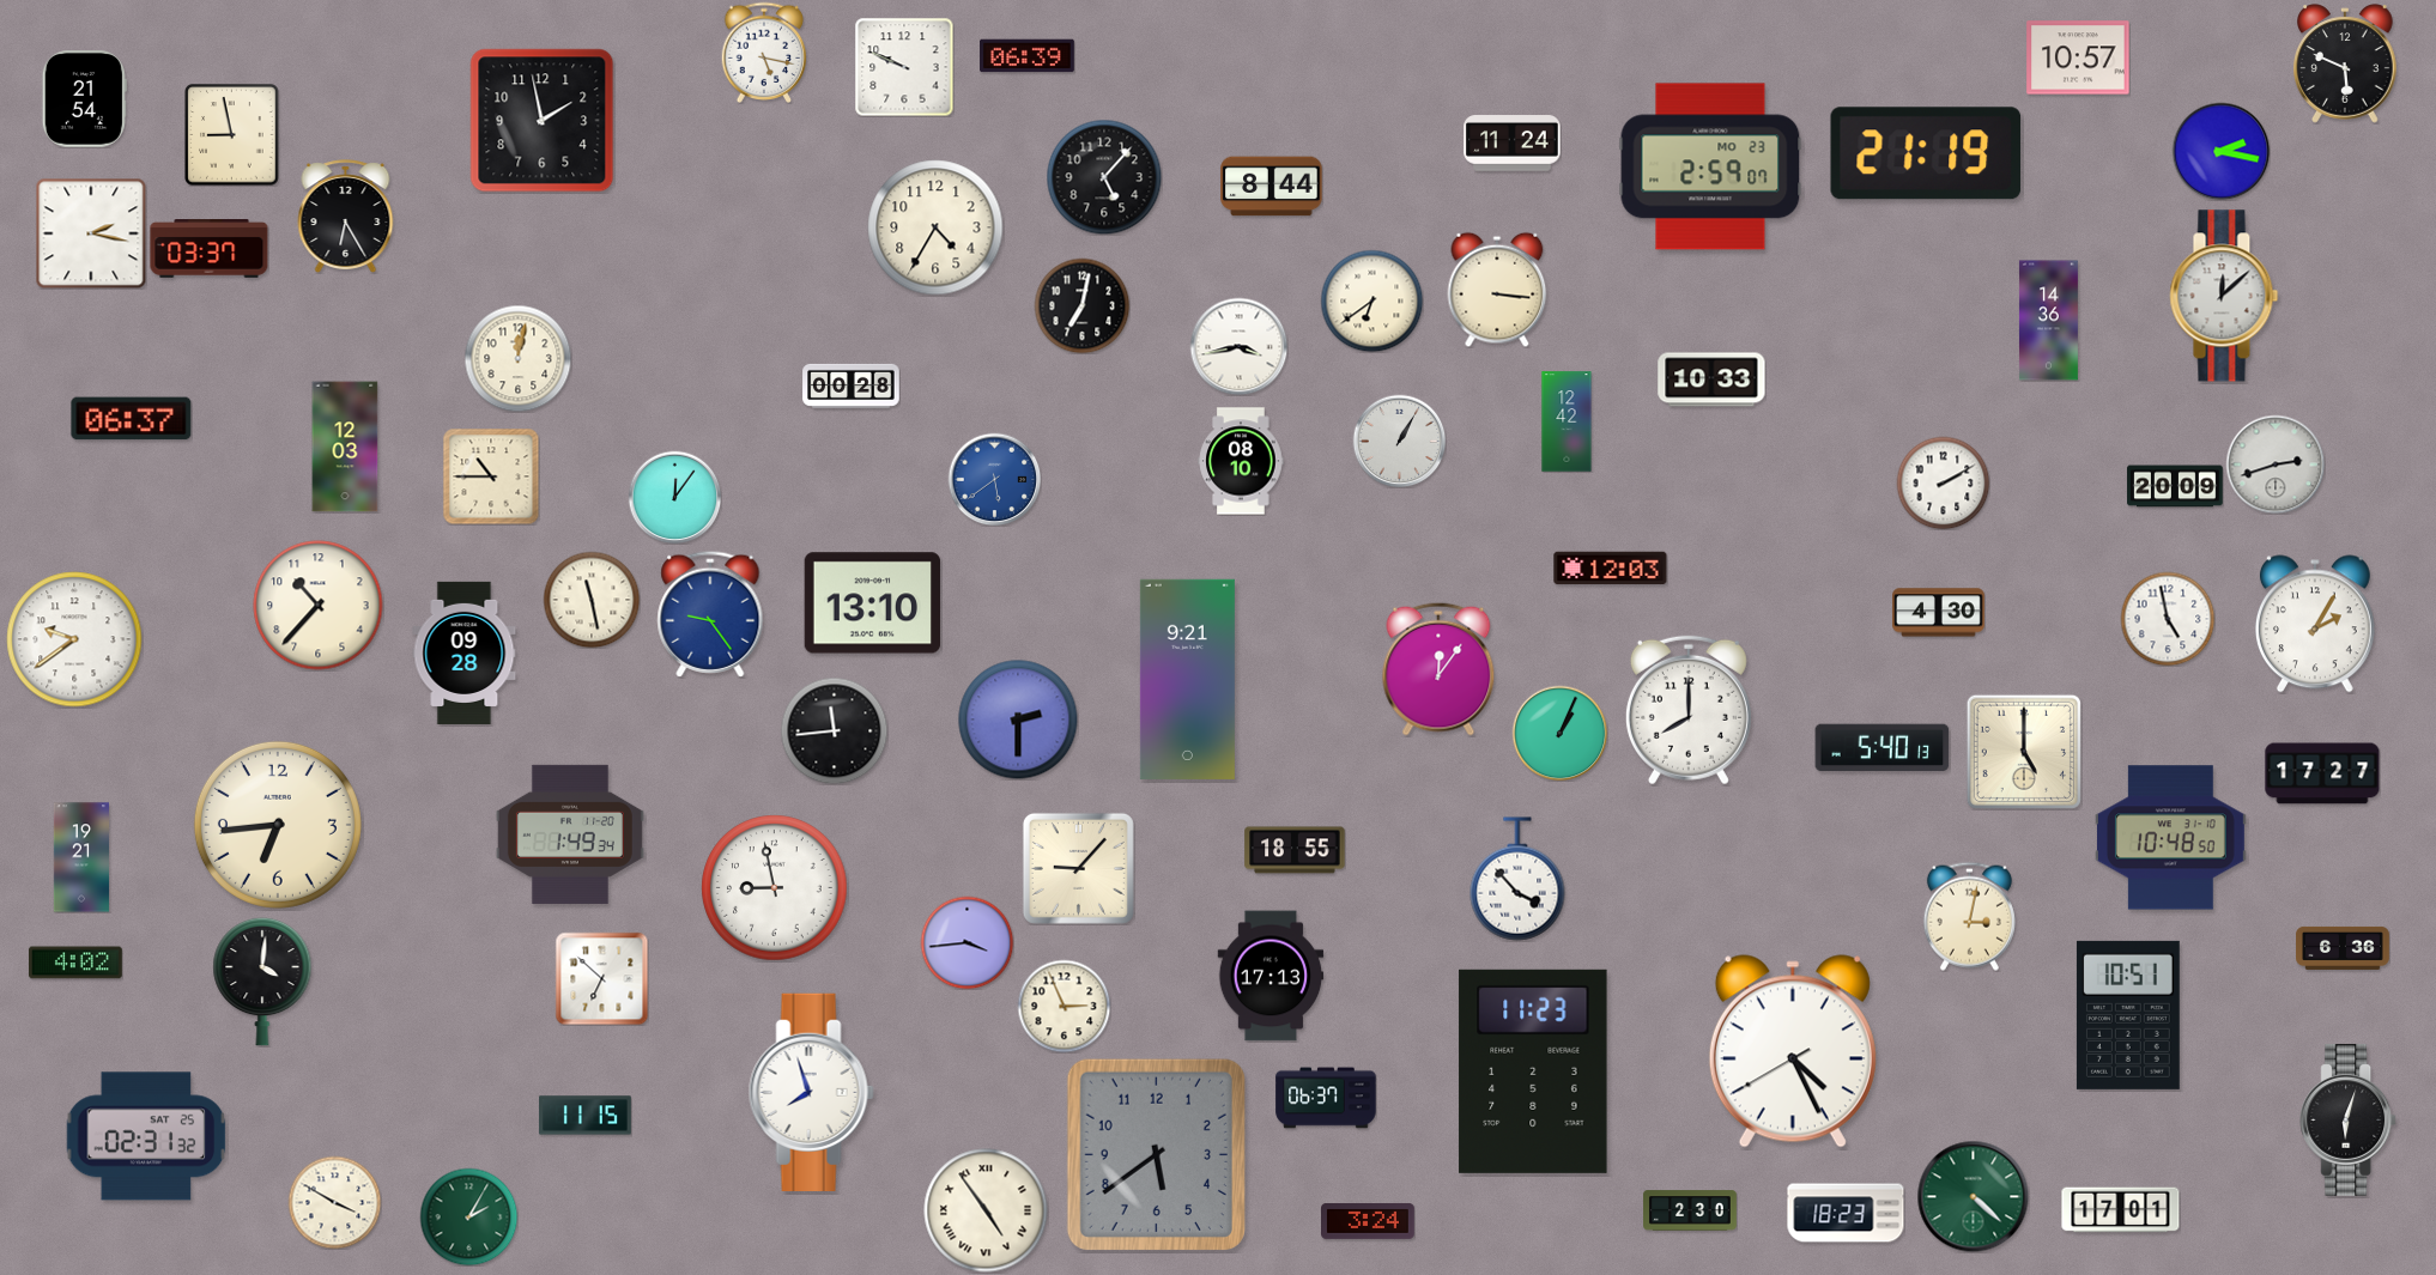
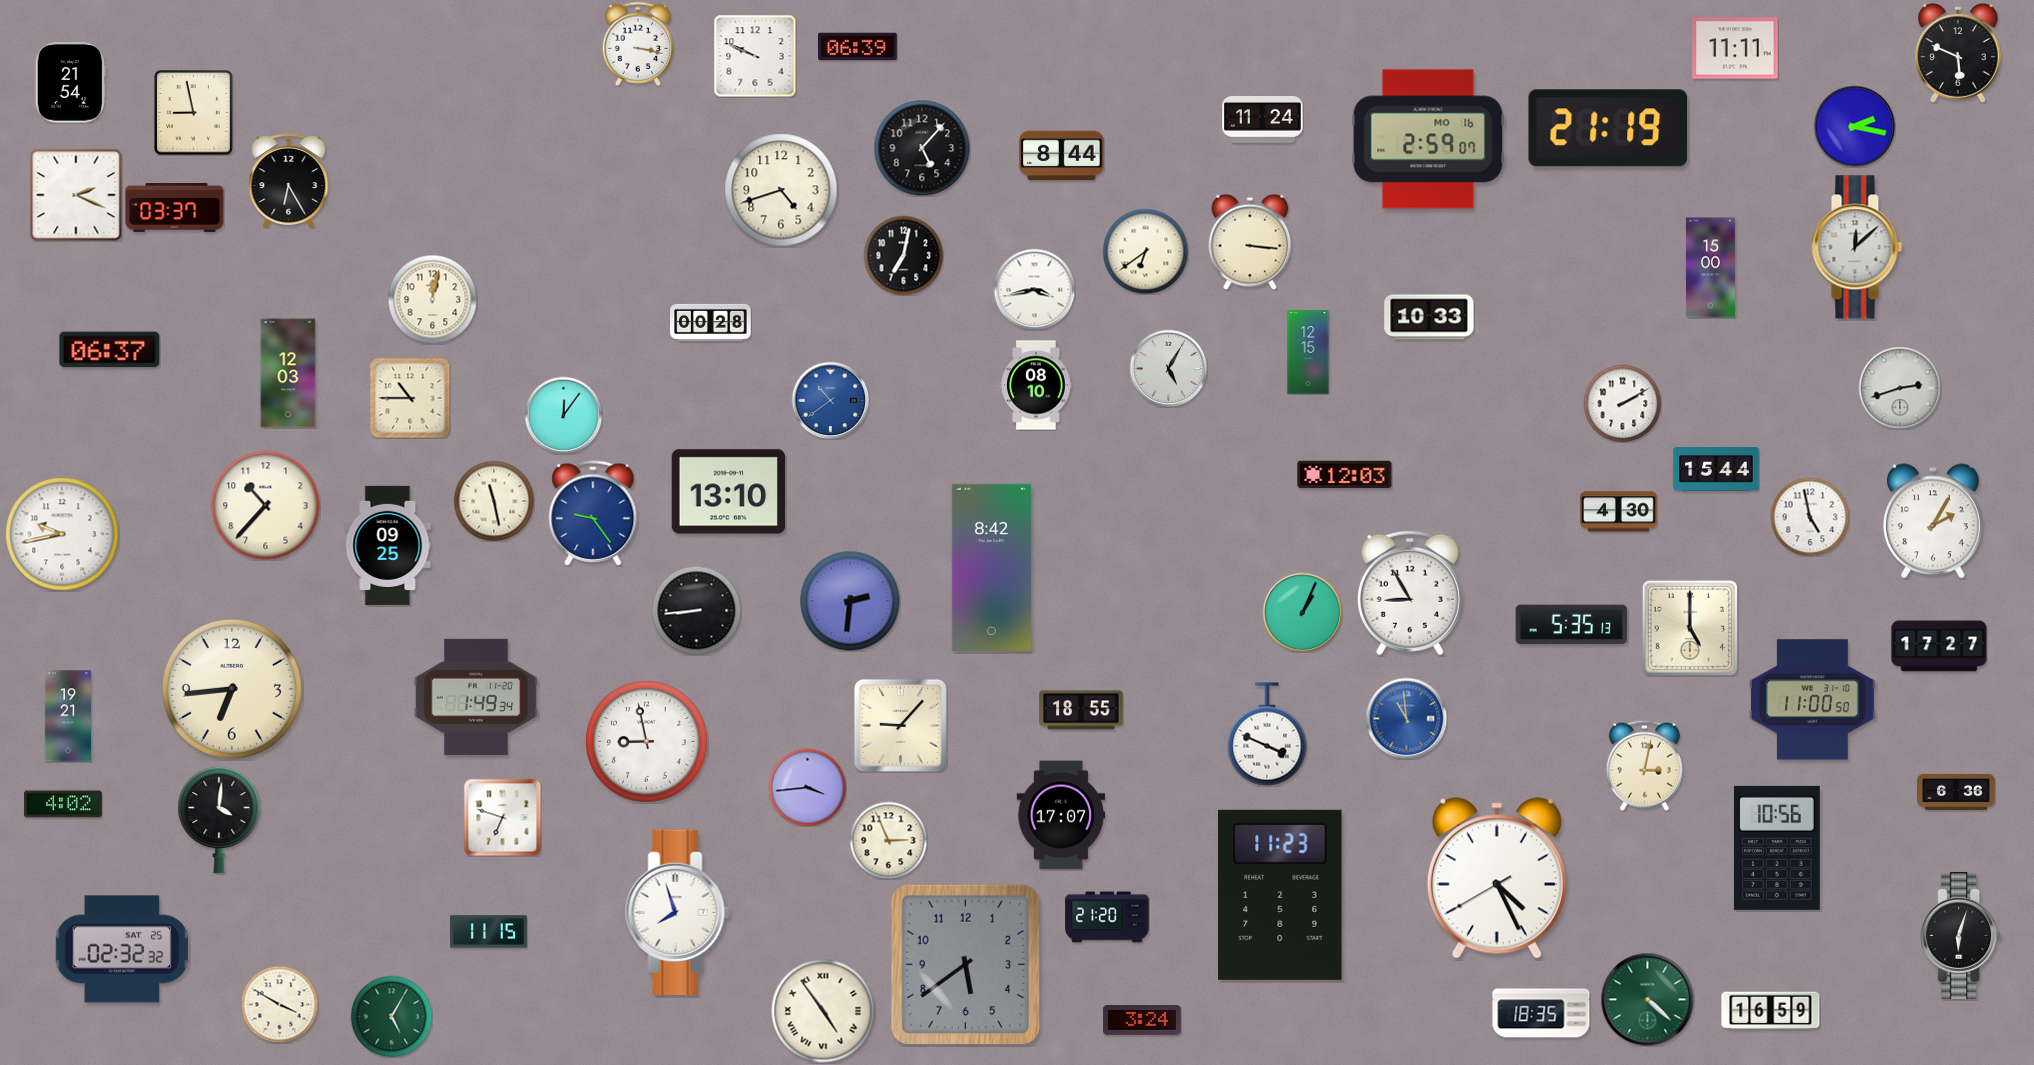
clock at (764, 51): 5:17 -> 3:17
clock at (2078, 57): 10:57 -> 11:11
clock at (543, 121): 1:58 -> none
clock at (1710, 166) date: MO 23 -> MO 16
clock at (935, 227): 4:35 -> 4:42
clock at (91, 233): 2:17 -> 2:19
clock at (2048, 321): 14:36 -> 15:00
clock at (1567, 421): 12:42 -> 12:15
clock at (1399, 441): 1:05 -> 5:05
clock at (994, 479): 5:39 -> 10:39
clock at (2175, 486): 20:09 -> none
clock at (1716, 470): none -> 15:44
clock at (873, 603) position: (873, 603) -> (729, 492)
clock at (74, 639): 9:39 -> 9:43
clock at (465, 652): 09:28 -> 09:25
clock at (1438, 669): 12:06 -> none
clock at (1187, 679): 9:21 -> 8:42
clock at (1689, 710): 8:00 -> 8:55
clock at (1018, 720): 2:30 -> 2:31
clock at (834, 730): 11:44 -> 8:44
clock at (1883, 748): 5:40 -> 5:35
clock at (2170, 838): 10:48 -> 11:00
clock at (1406, 718): none -> 10:59
clock at (1517, 879): 3:53 -> 3:49
clock at (1271, 976): 17:13 -> 17:07
clock at (601, 978): 6:52 -> 6:48
clock at (2128, 1015): 10:51 -> 10:56
clock at (1326, 1098): 06:37 -> 21:20
clock at (146, 1136): 02:31 -> 02:32
clock at (1690, 1210): 2:30 -> none
clock at (2121, 1210): 17:01 -> 16:59
clock at (1846, 1213): 18:23 -> 18:35
clock at (468, 1216): 2:05 -> 5:05
